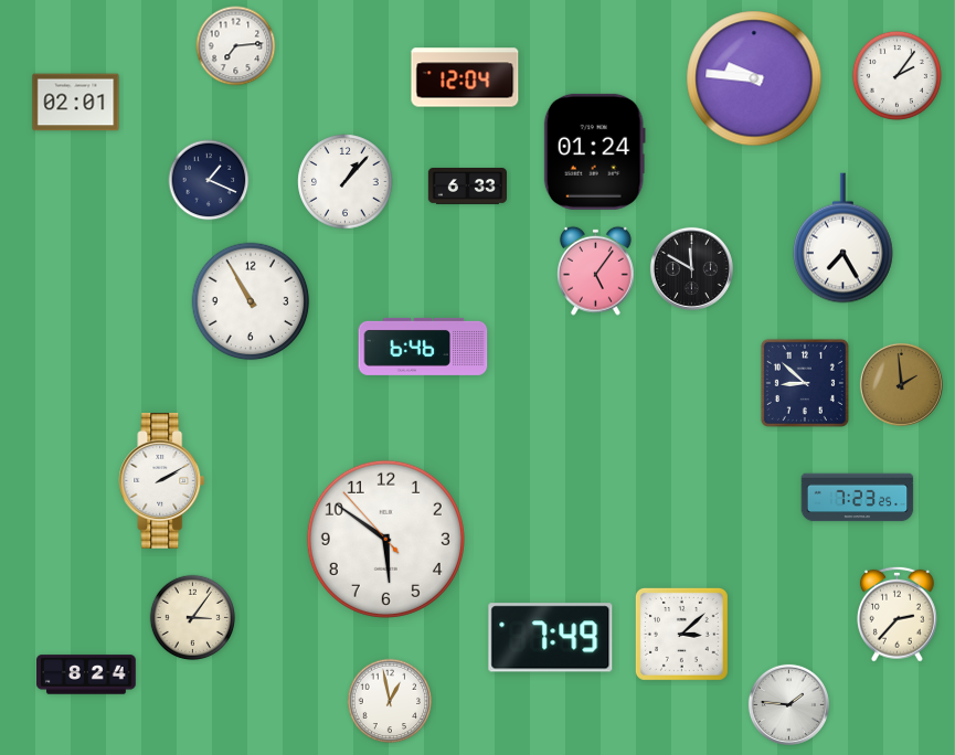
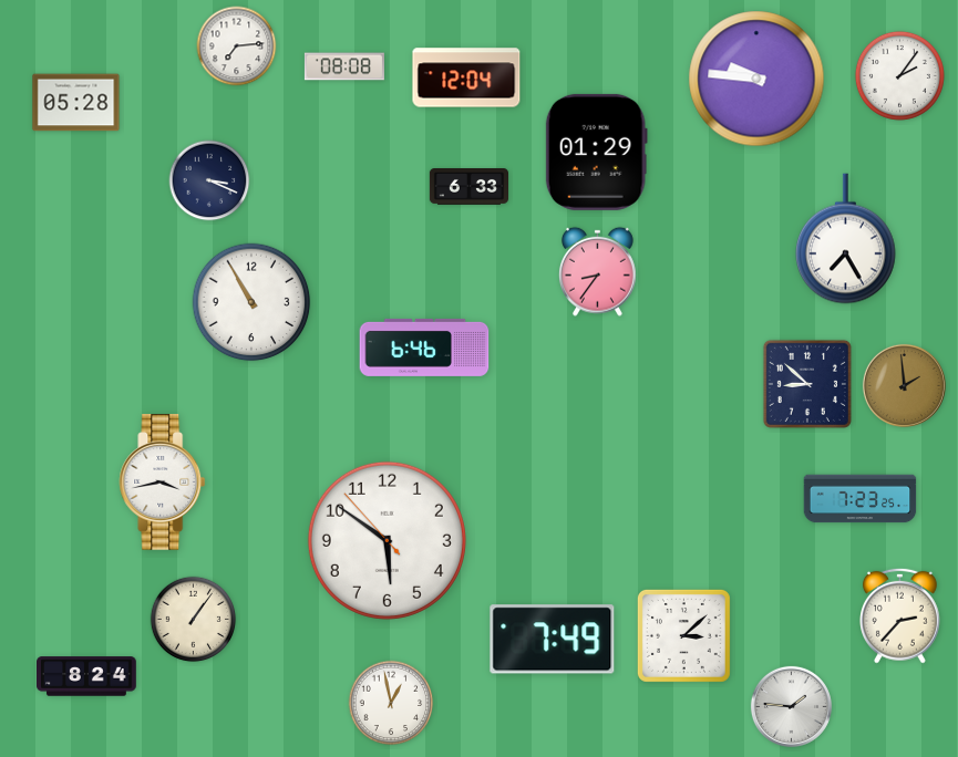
clock at (344, 66): none -> 08:08
clock at (76, 103): 02:01 -> 05:28
clock at (594, 151): 01:24 -> 01:29
clock at (209, 180): 1:19 -> 3:19
clock at (346, 182): 1:07 -> none
clock at (691, 268): 11:50 -> none
clock at (595, 270): 5:06 -> 8:36
clock at (162, 481): 2:10 -> 3:43
clock at (193, 618): 3:06 -> 1:06
